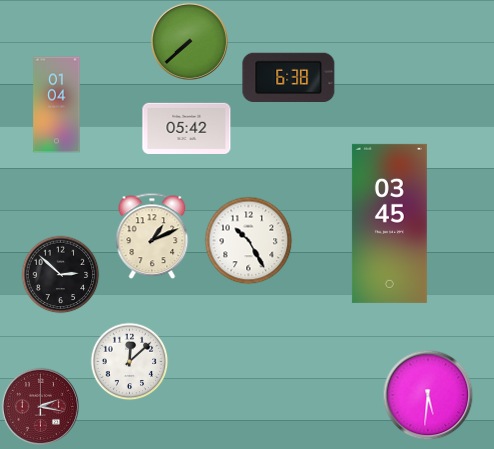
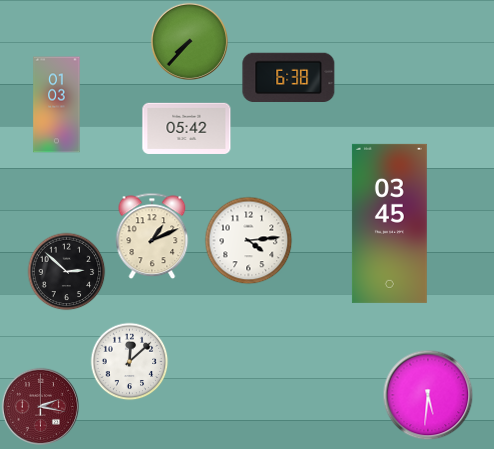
clock at (189, 41): 7:38 -> 7:37
clock at (57, 105): 01:04 -> 01:03
clock at (248, 240): 10:25 -> 4:14
clock at (60, 274) position: (60, 274) -> (66, 271)
